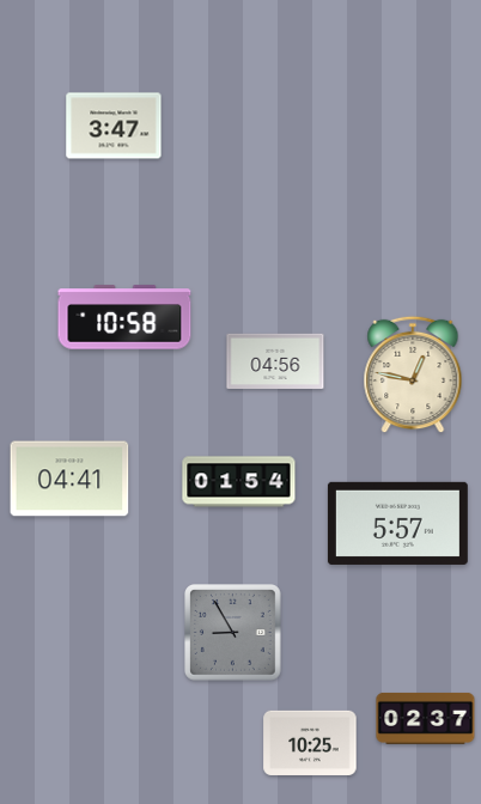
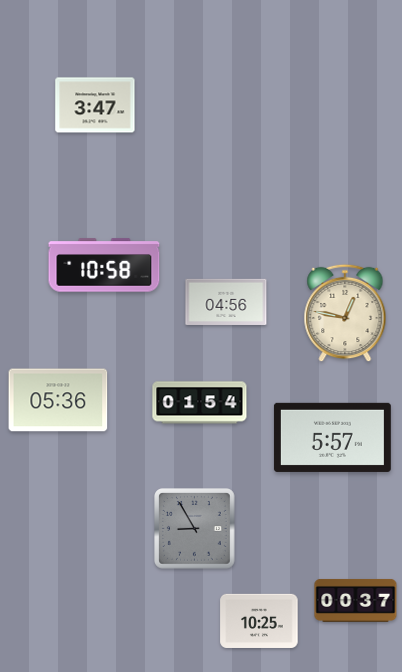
clock at (275, 361) position: (275, 361) -> (226, 302)
clock at (69, 479): 04:41 -> 05:36
clock at (426, 718): 02:37 -> 00:37
